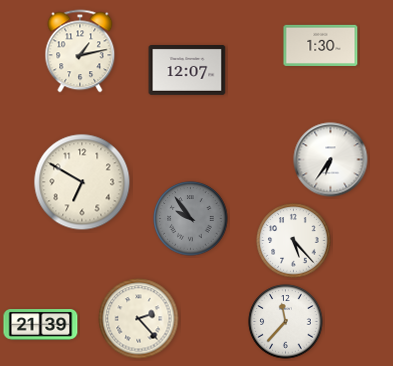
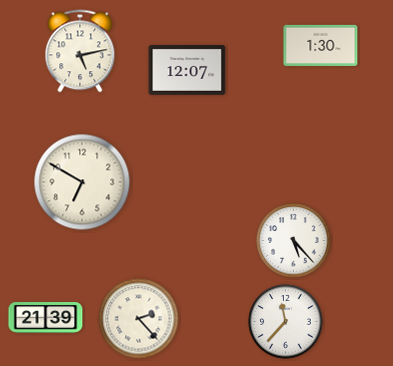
clock at (80, 51): 1:13 -> 5:13
clock at (331, 160): 6:36 -> none
clock at (191, 219): 9:54 -> none
clock at (41, 325) position: (41, 325) -> (46, 318)
